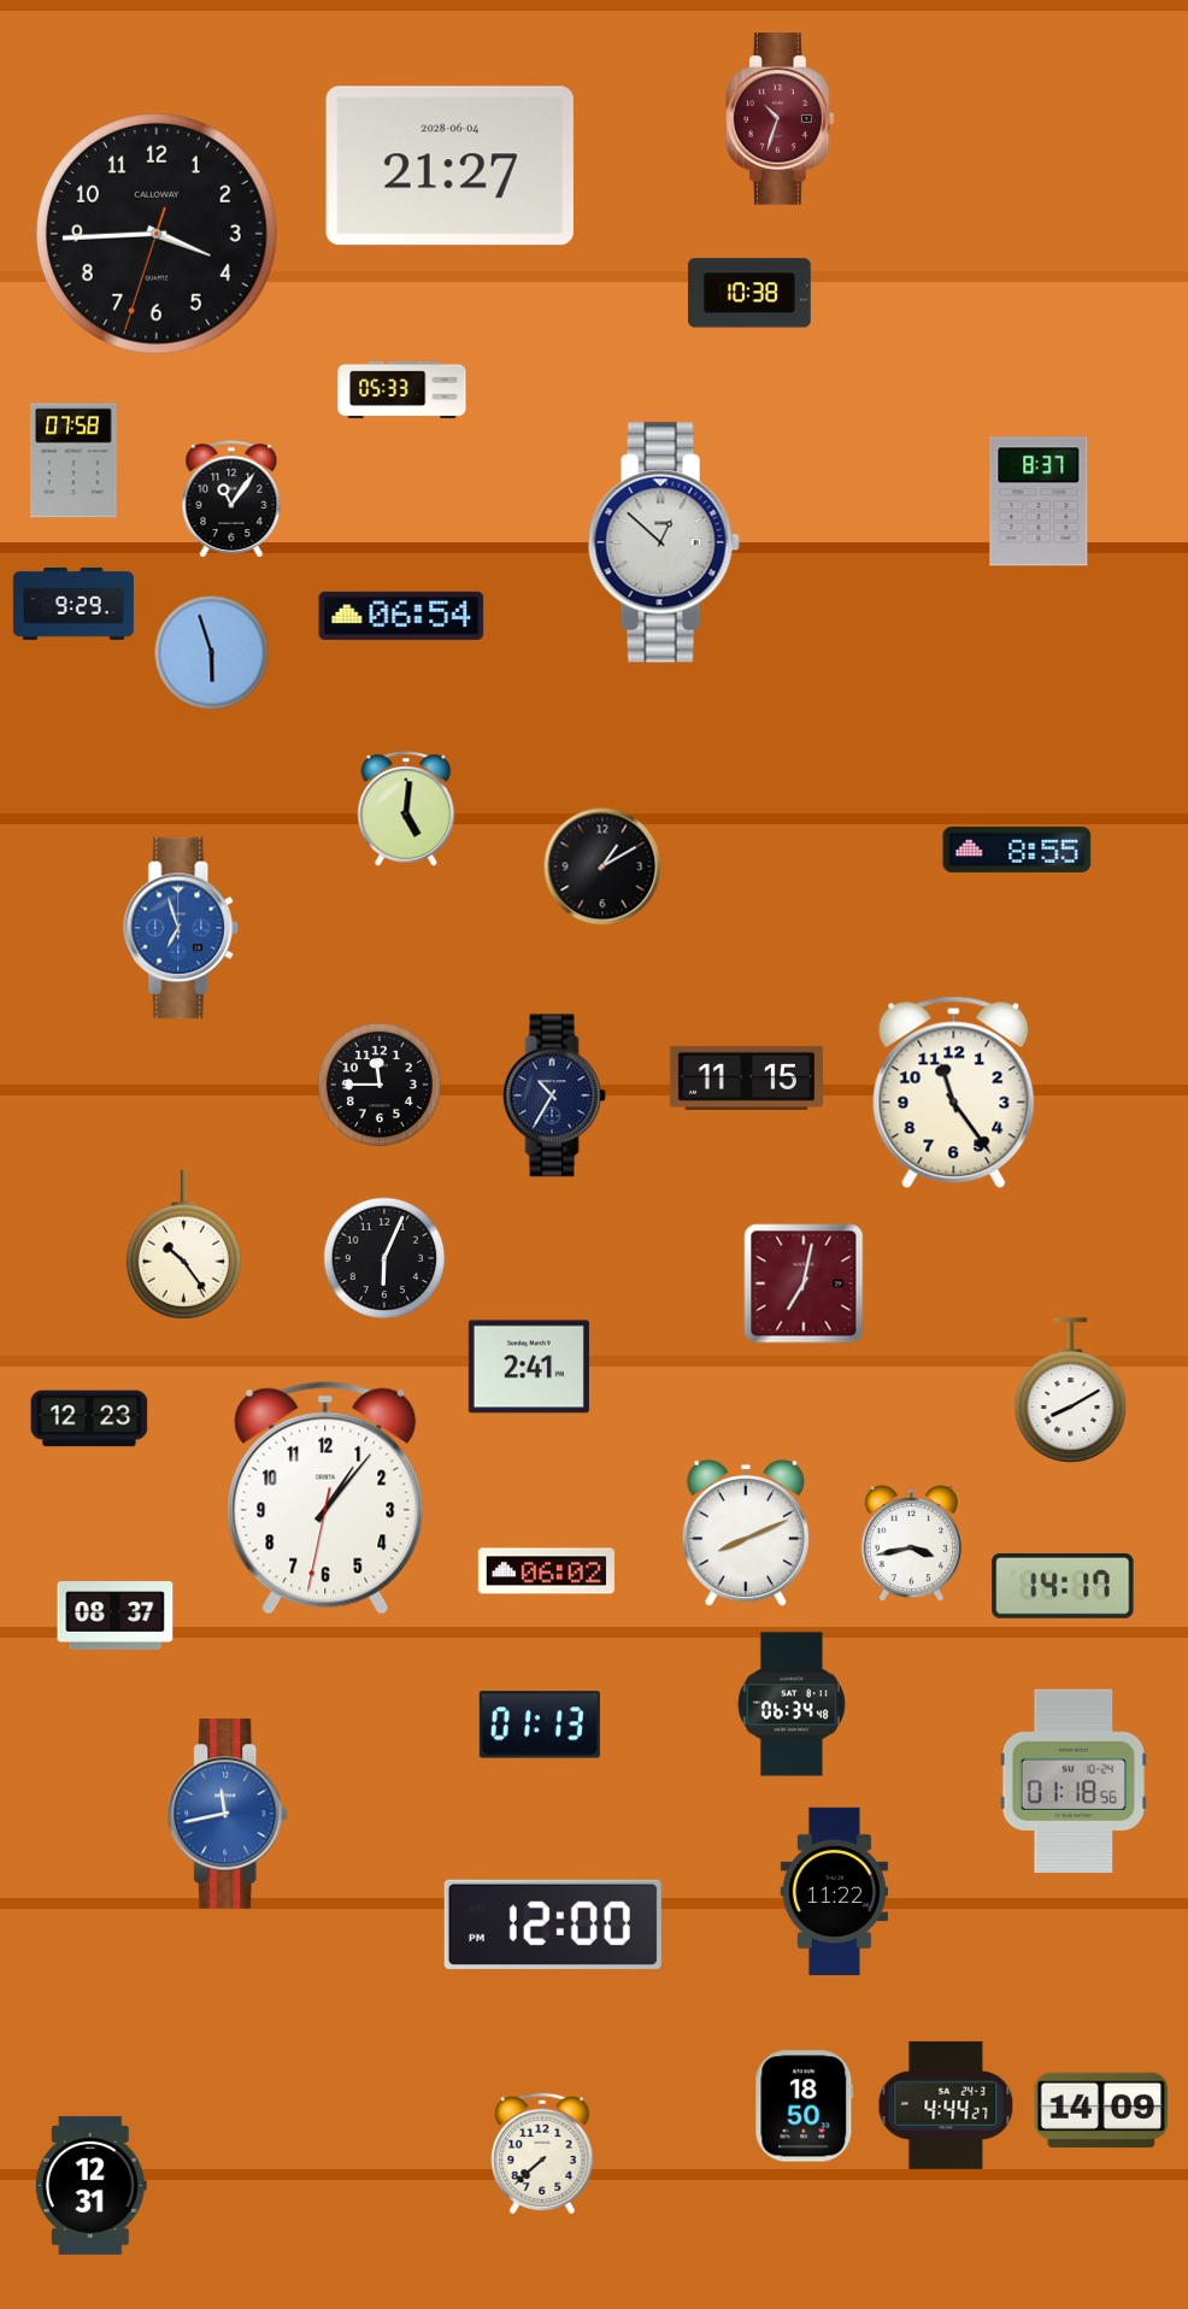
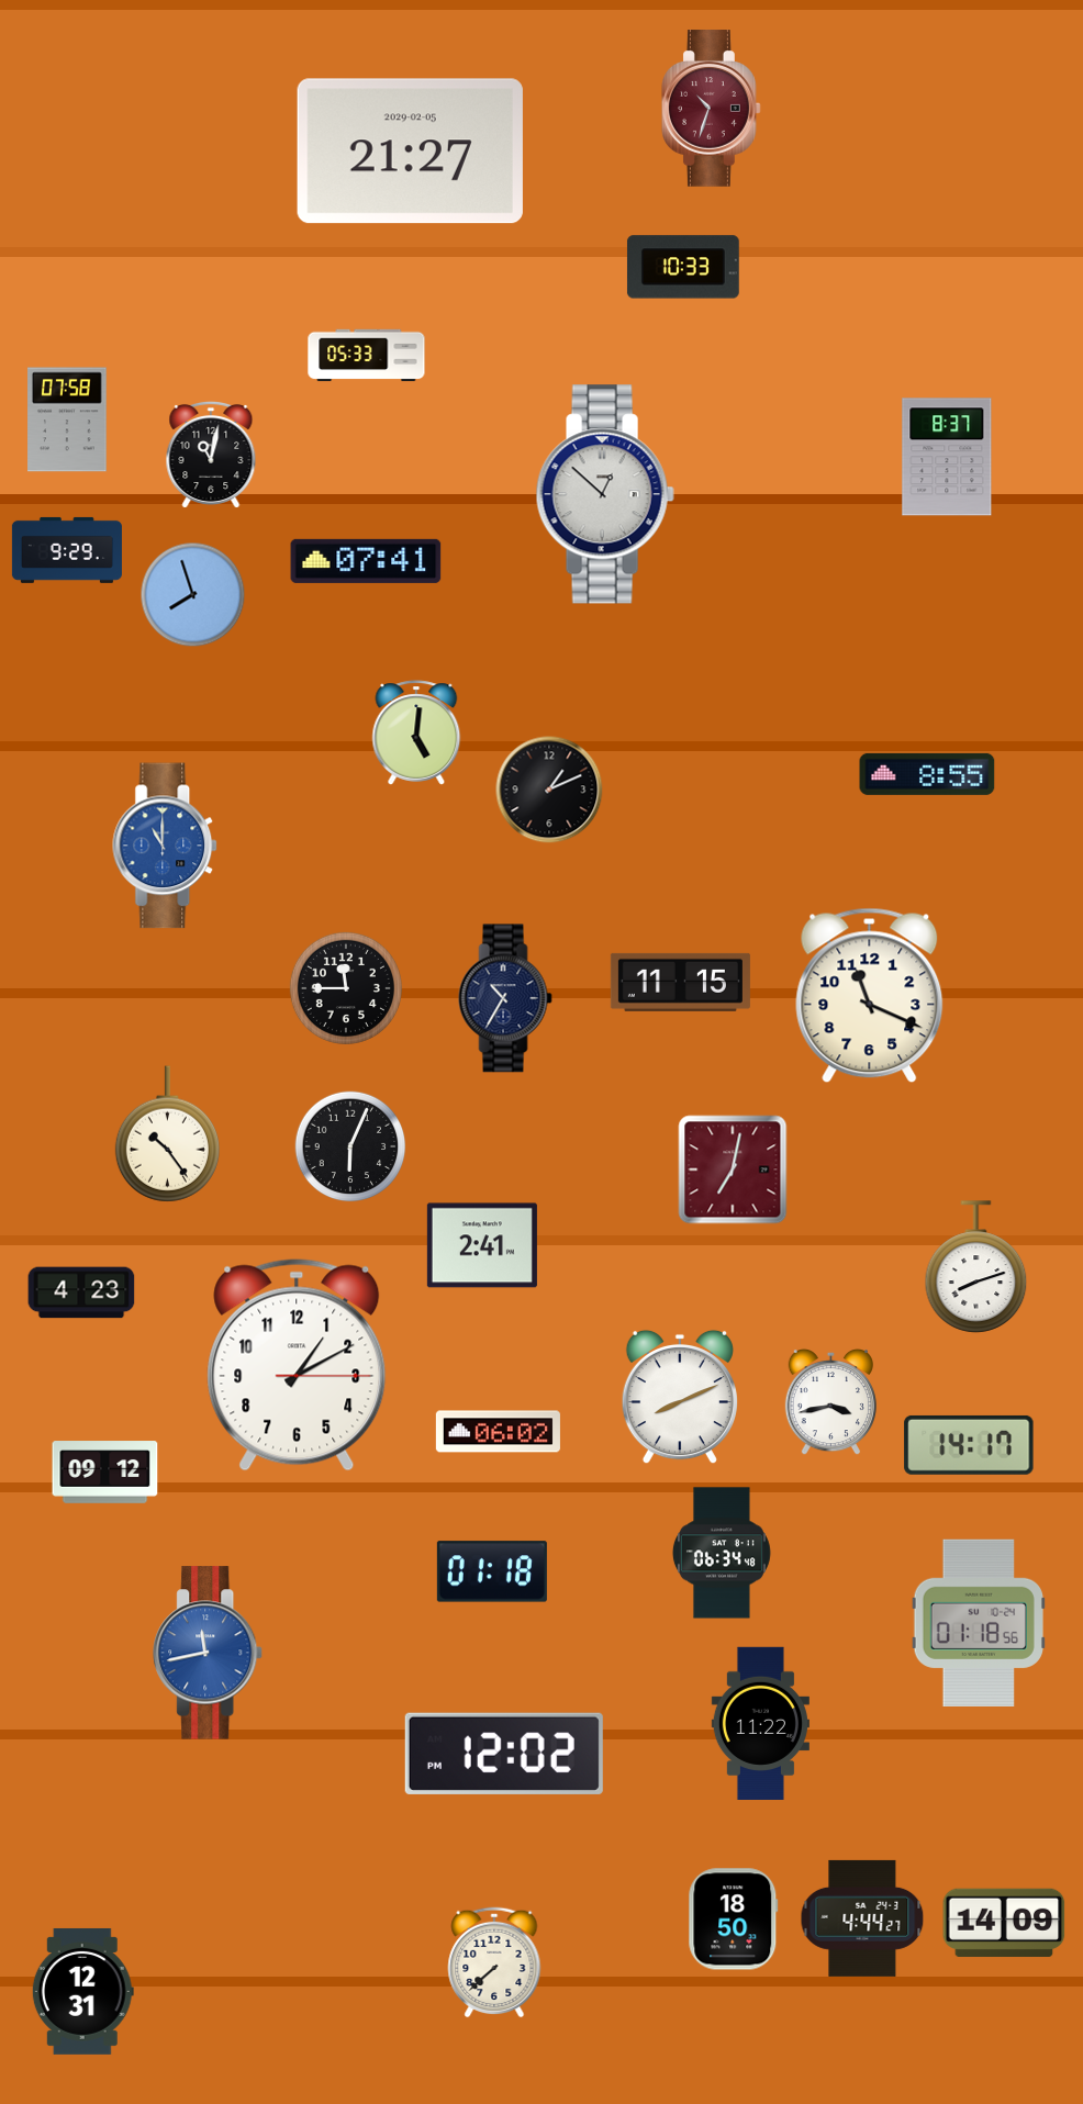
clock at (449, 166) date: 2028-06-04 -> 2029-02-05
clock at (157, 234): 3:44 -> none
clock at (749, 293): 10:38 -> 10:33
clock at (231, 499): 11:06 -> 11:02
clock at (401, 616): 06:54 -> 07:41
clock at (212, 653): 5:57 -> 7:57
clock at (406, 809) position: (406, 809) -> (416, 732)
clock at (602, 866): 1:10 -> 1:11
clock at (182, 928): 6:57 -> 11:00
clock at (954, 1093): 11:24 -> 11:19
clock at (1071, 1391): 8:10 -> 8:12
clock at (89, 1418): 12:23 -> 4:23
clock at (325, 1498): 1:06 -> 1:10
clock at (911, 1544) position: (911, 1544) -> (830, 1402)
clock at (116, 1616): 08:37 -> 09:12
clock at (540, 1725): 01:13 -> 01:18
clock at (553, 1925): 12:00 -> 12:02
